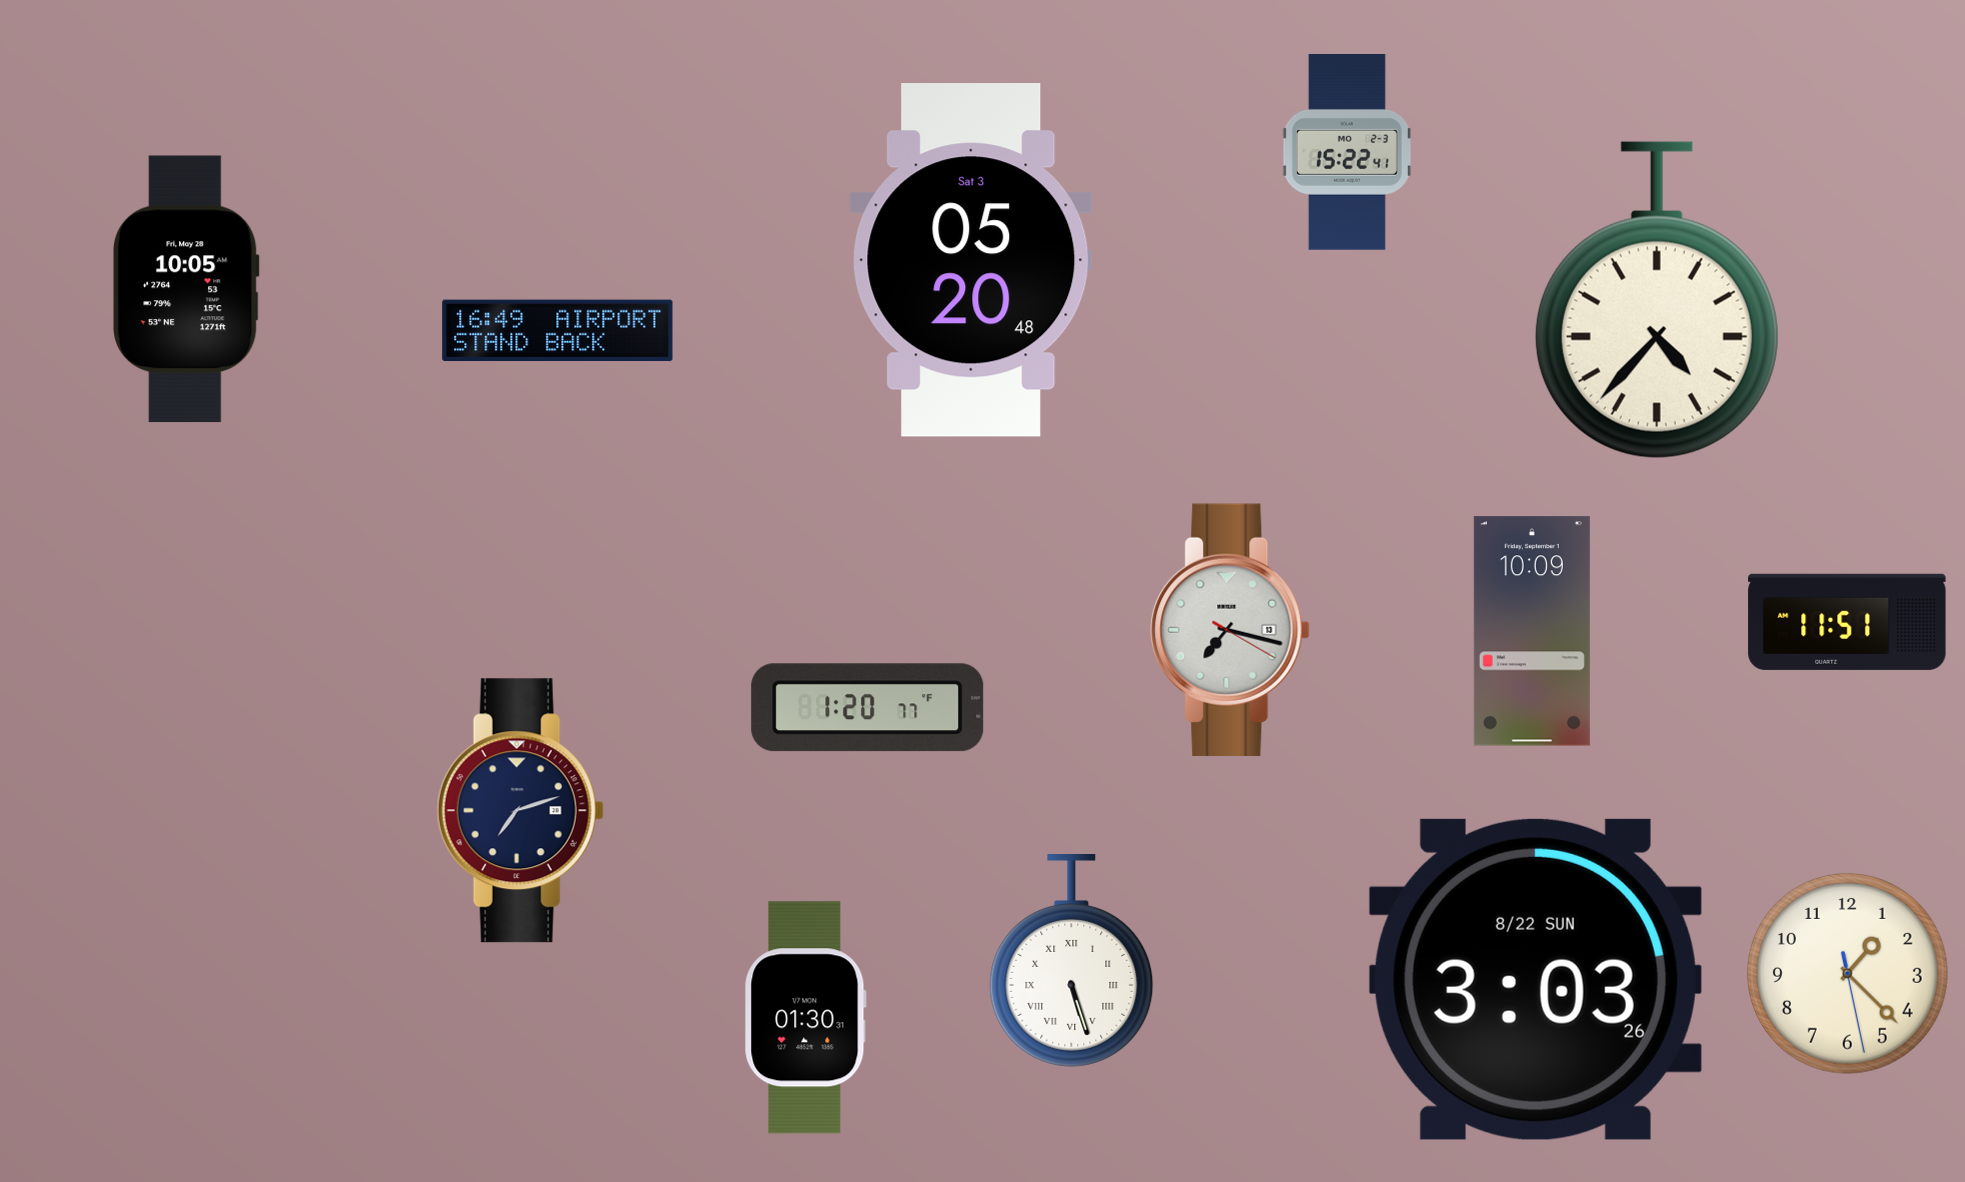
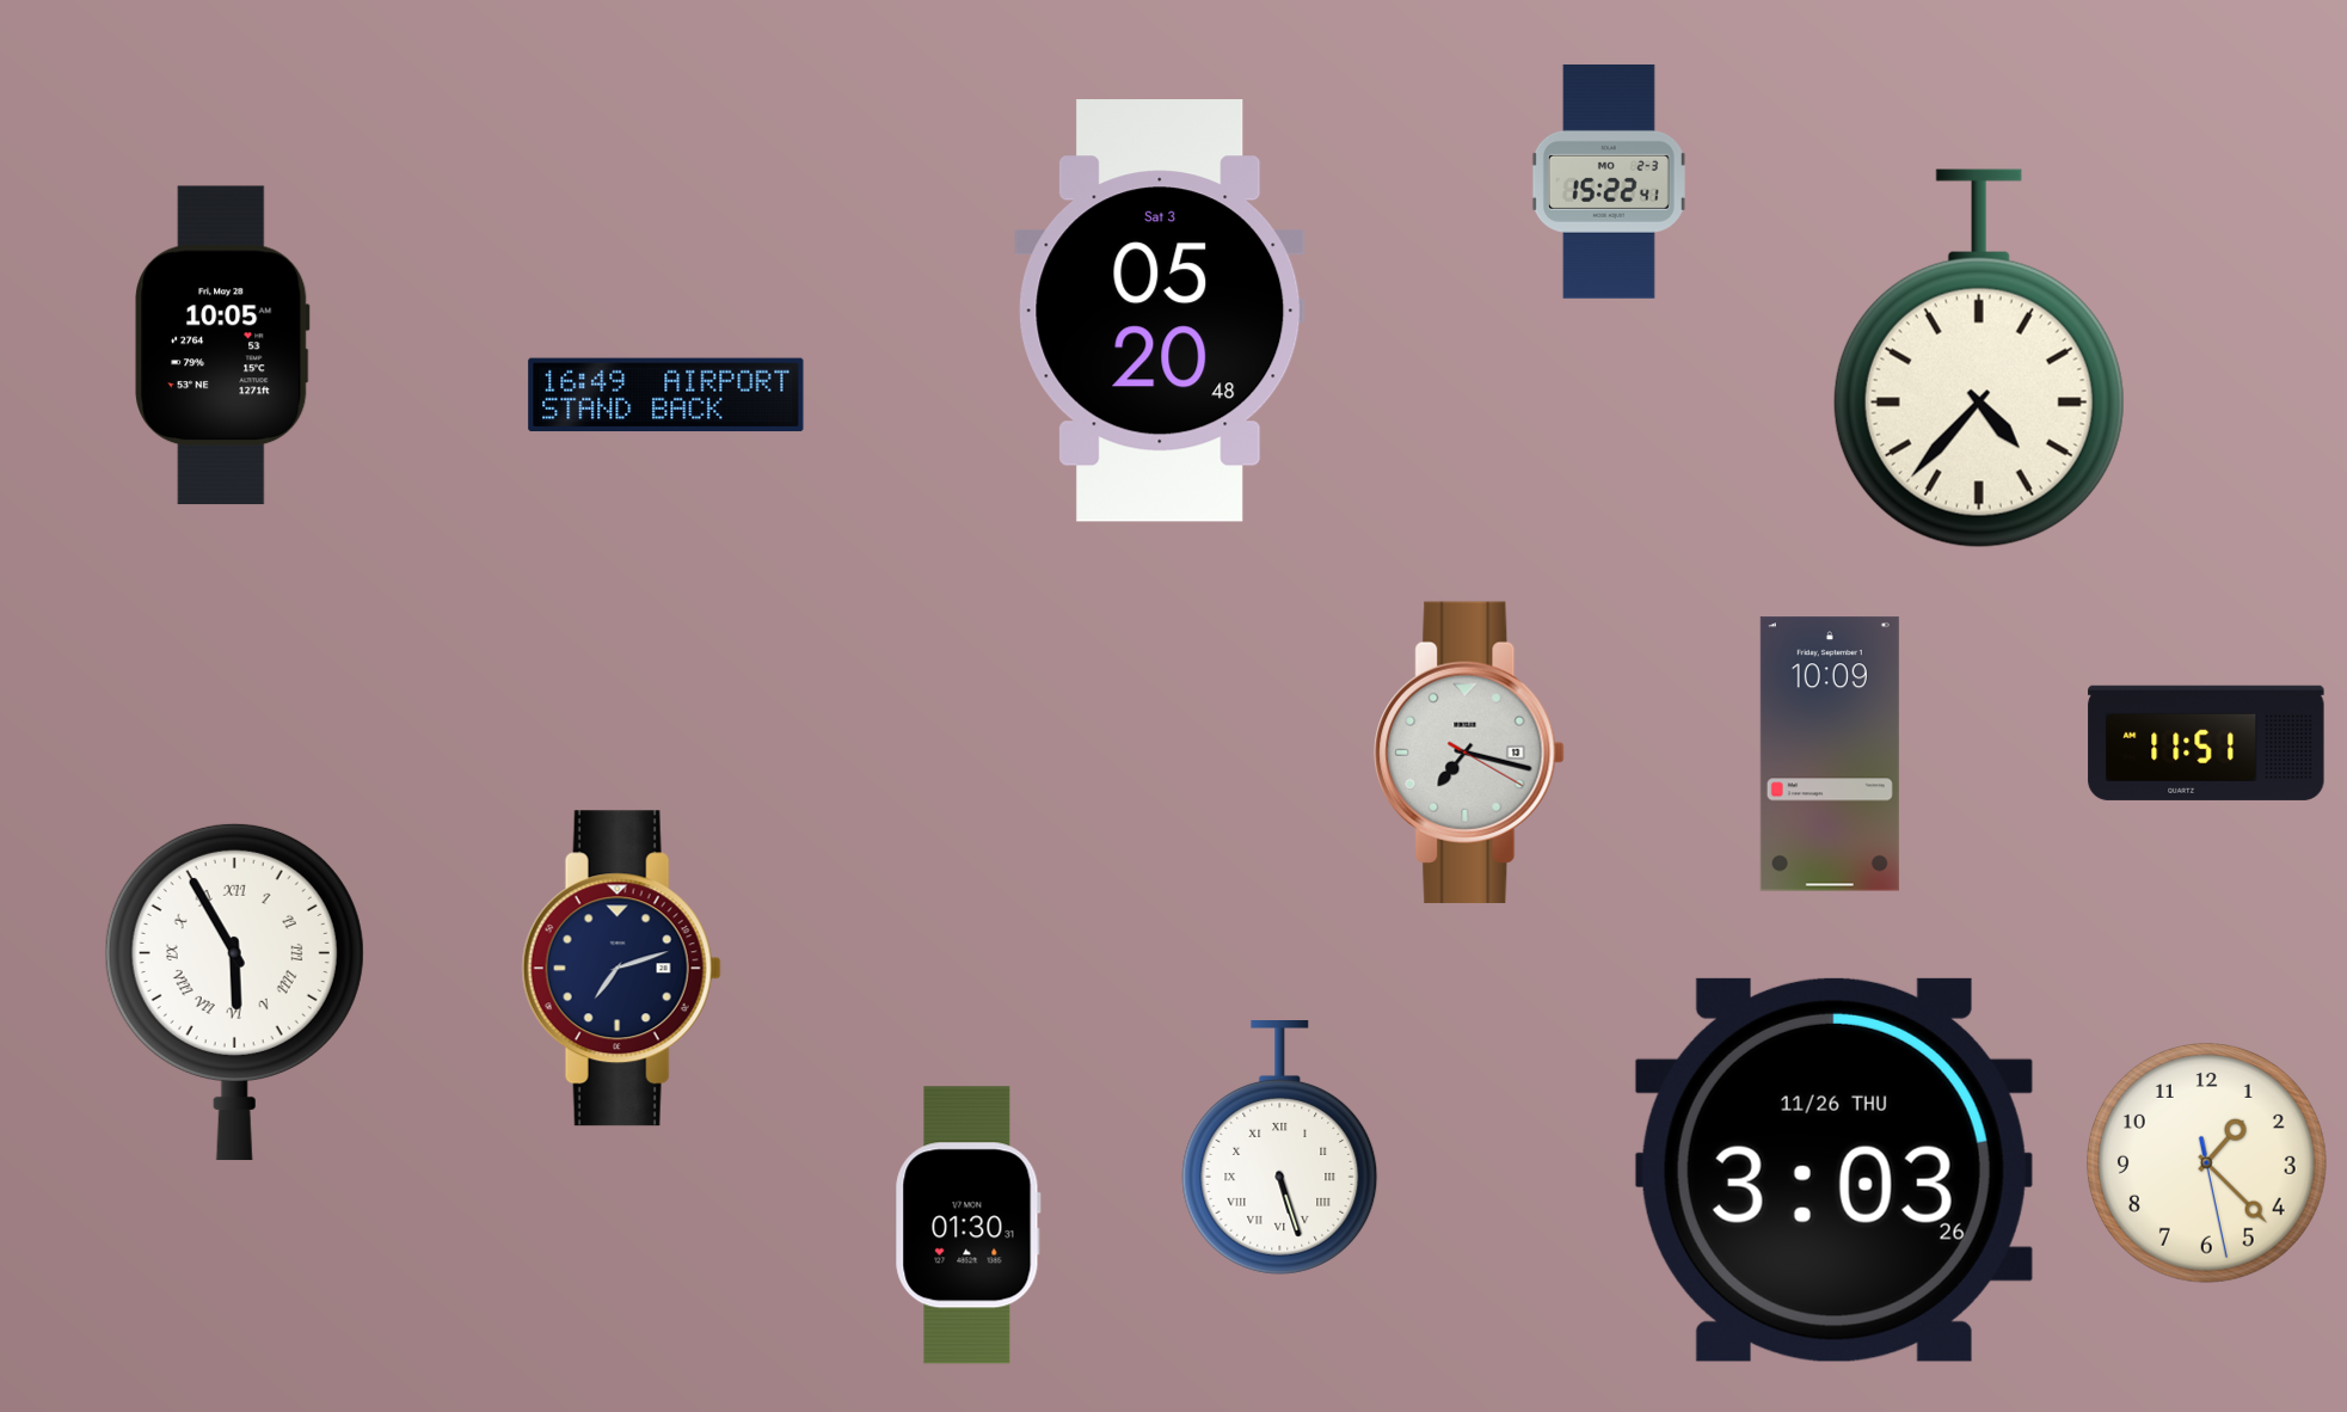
clock at (868, 708): 1:20 -> none
clock at (234, 992): none -> 5:55
clock at (1535, 979) date: 8/22 SUN -> 11/26 THU
clock at (805, 1018) position: (805, 1018) -> (967, 1226)
